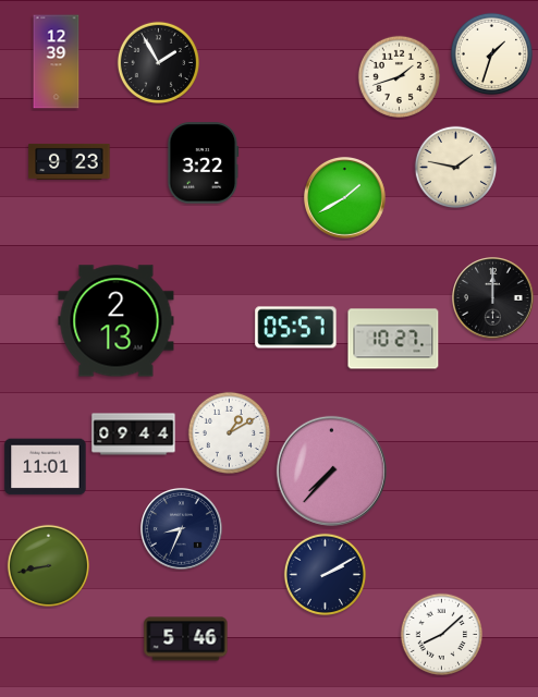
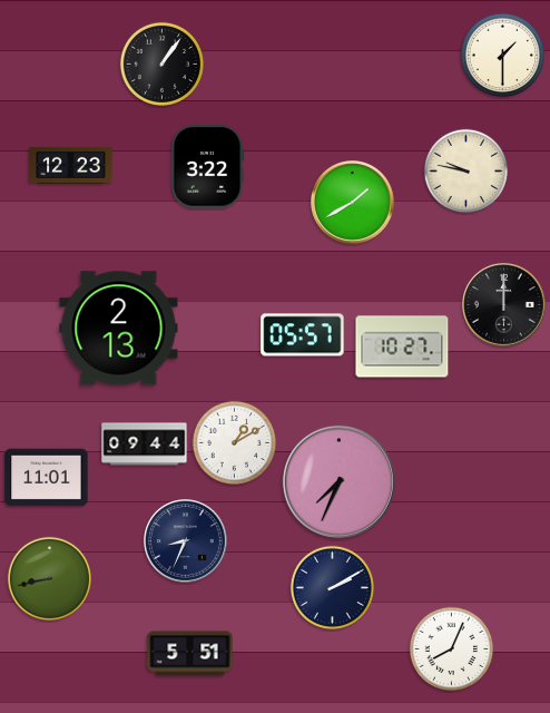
clock at (491, 53): 1:33 -> 1:30
clock at (57, 62): 12:39 -> none
clock at (158, 62): 1:55 -> 1:06
clock at (399, 76): 1:42 -> none
clock at (70, 161): 9:23 -> 12:23
clock at (455, 167): 1:47 -> 9:47
clock at (134, 435) position: (134, 435) -> (145, 445)
clock at (331, 470): 7:37 -> 7:34
clock at (441, 634): 8:08 -> 8:04
clock at (186, 639): 5:46 -> 5:51
